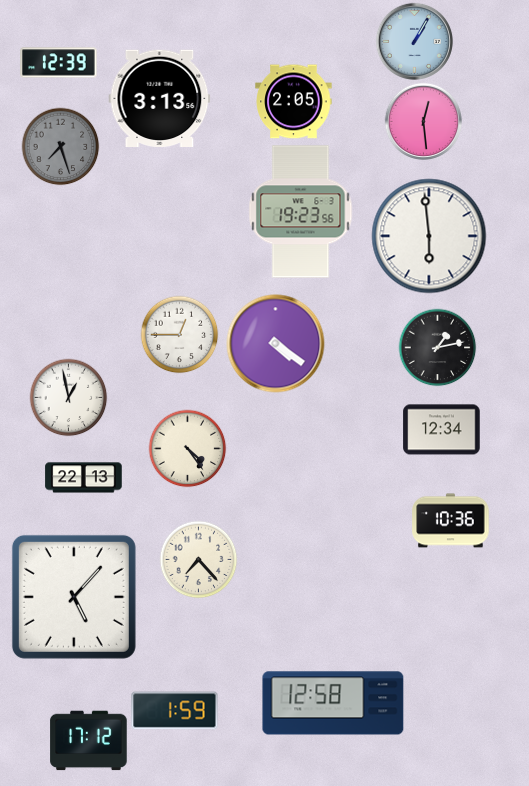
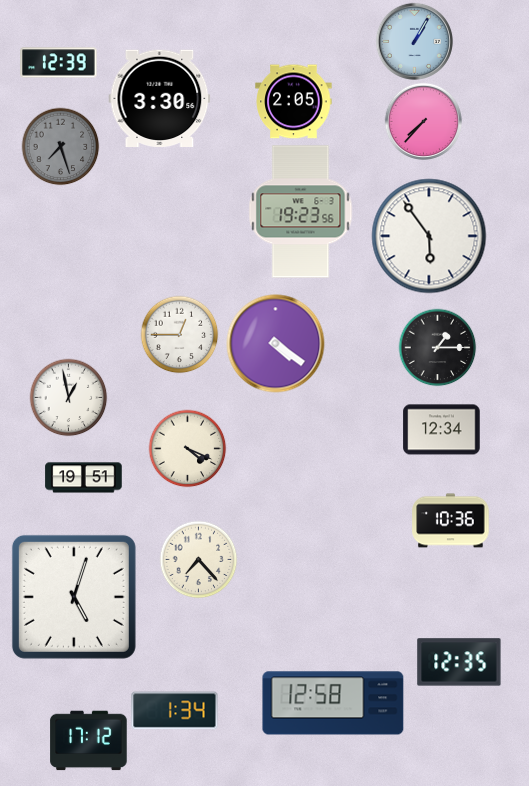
clock at (160, 99): 3:13 -> 3:30
clock at (423, 121): 12:29 -> 7:37
clock at (429, 236): 5:59 -> 5:54
clock at (437, 347): 1:13 -> 1:15
clock at (187, 448): 4:24 -> 4:19
clock at (84, 478): 22:13 -> 19:51
clock at (74, 597): 5:07 -> 5:03
clock at (459, 662): none -> 12:35
clock at (175, 711): 1:59 -> 1:34
